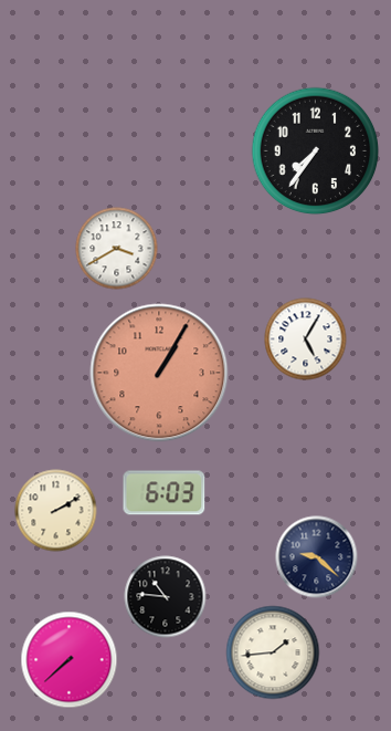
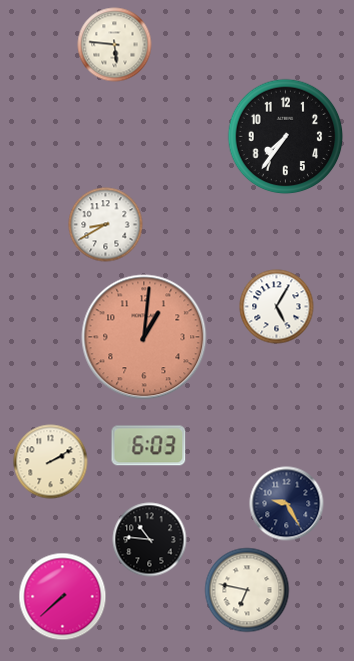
clock at (115, 45): none -> 5:46
clock at (117, 249): 3:40 -> 8:40
clock at (159, 373): 1:05 -> 1:01
clock at (317, 557): 9:22 -> 9:25
clock at (273, 652): 1:44 -> 6:47
